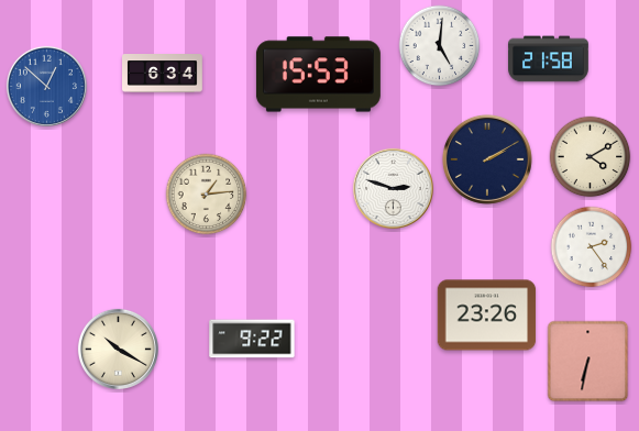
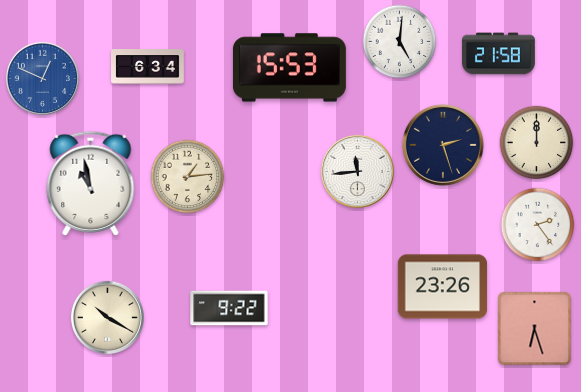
clock at (46, 86): 12:52 -> 12:49
clock at (591, 157): 4:10 -> 12:00
clock at (487, 159): 2:10 -> 2:27
clock at (393, 188): 2:48 -> 11:44
clock at (91, 183): none -> 10:58
clock at (588, 362): 6:32 -> 6:27
